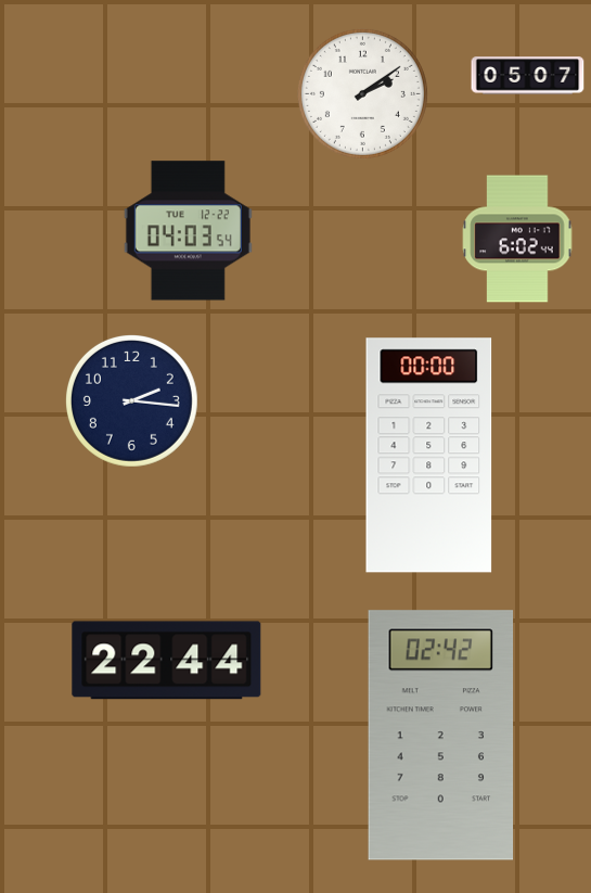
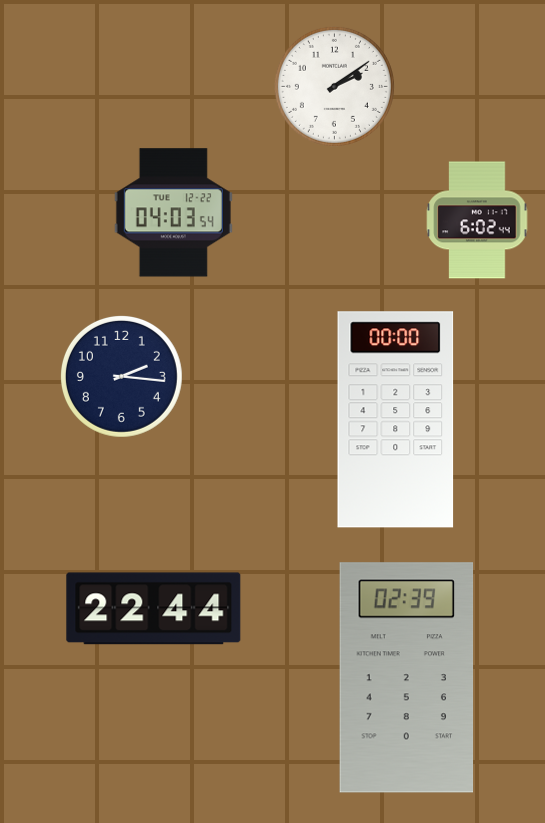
clock at (528, 76): 05:07 -> none
clock at (131, 400) position: (131, 400) -> (121, 376)
clock at (441, 736): 02:42 -> 02:39
